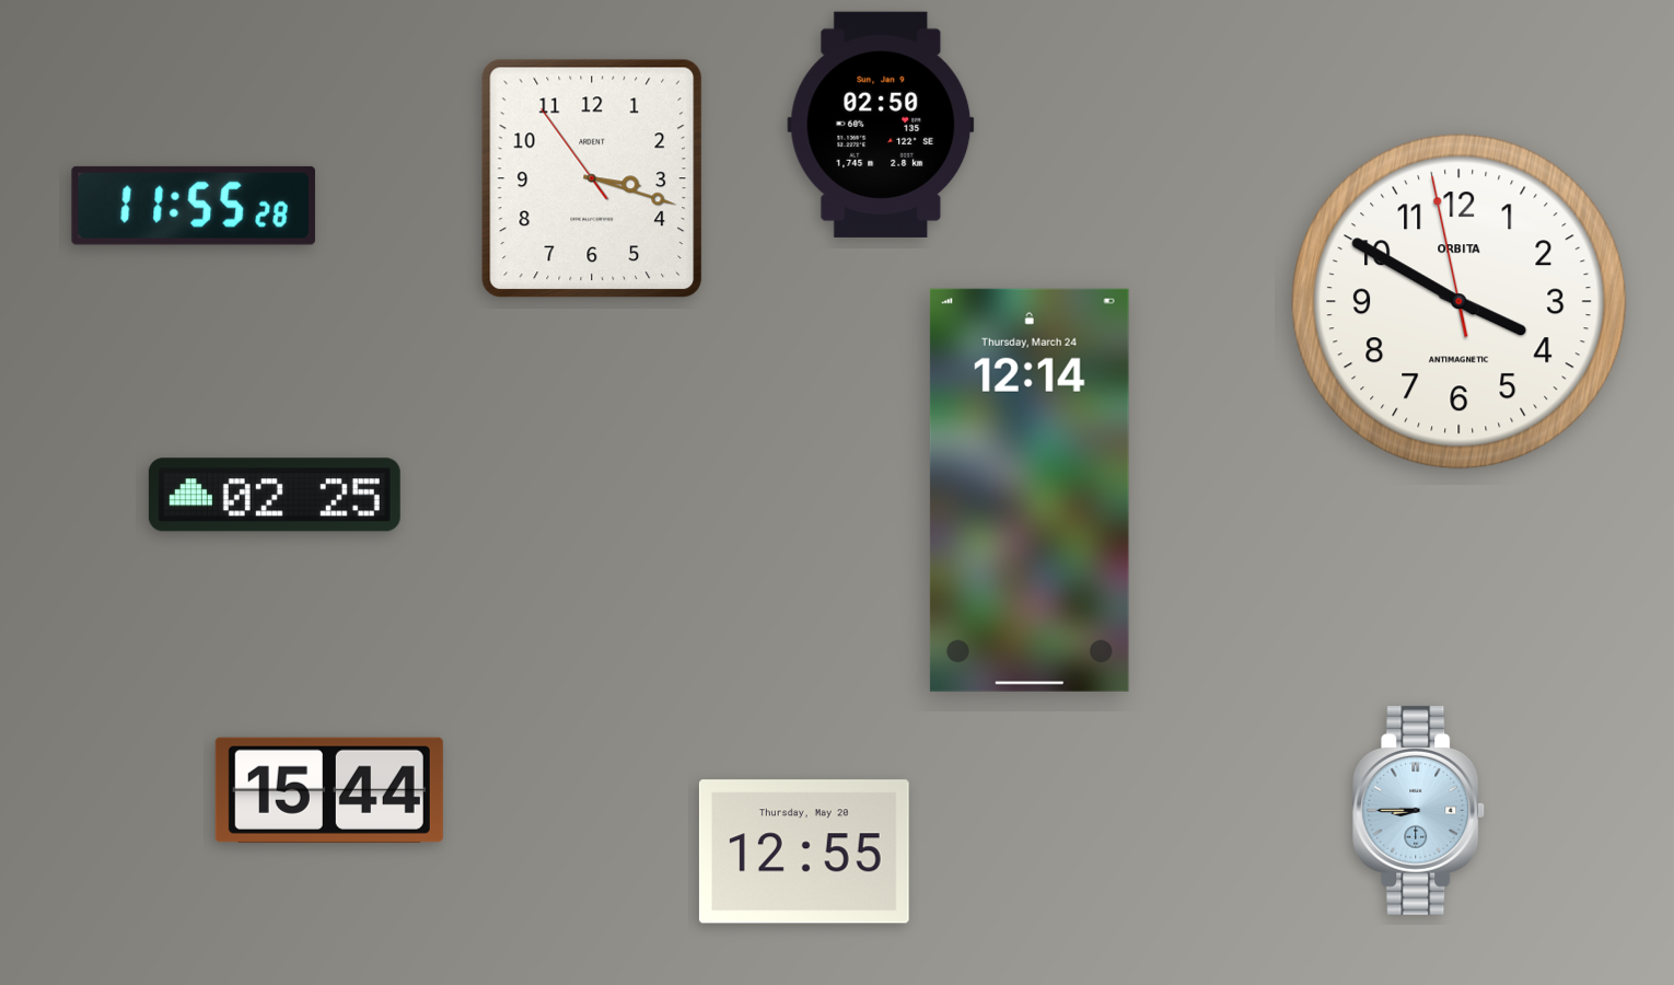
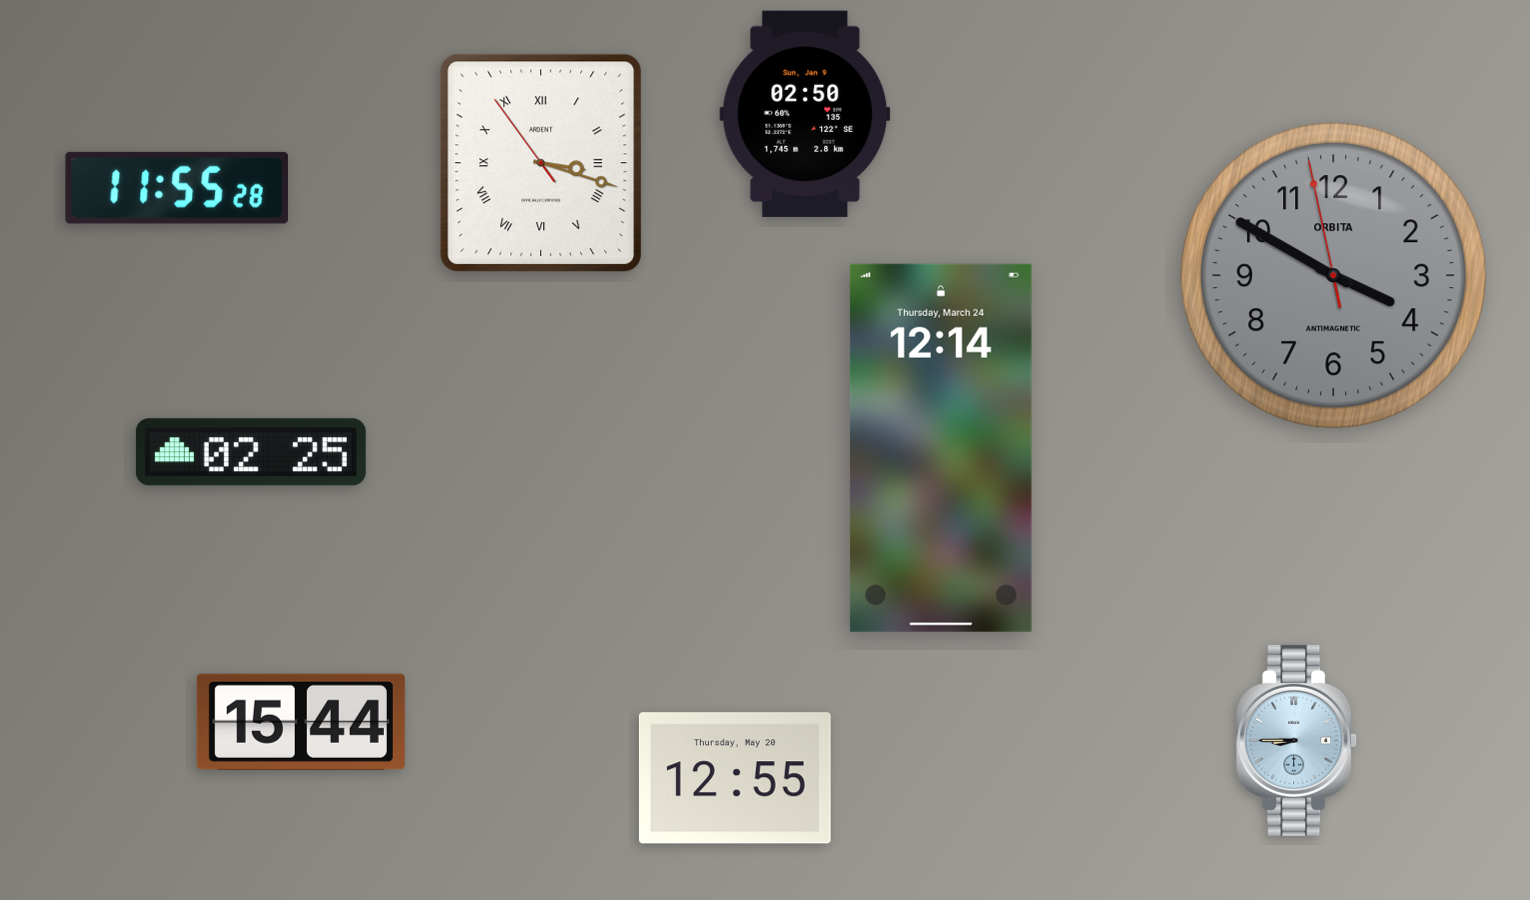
clock at (592, 178) numerals: Arabic -> Roman
clock at (1460, 302) dial: white -> grey
